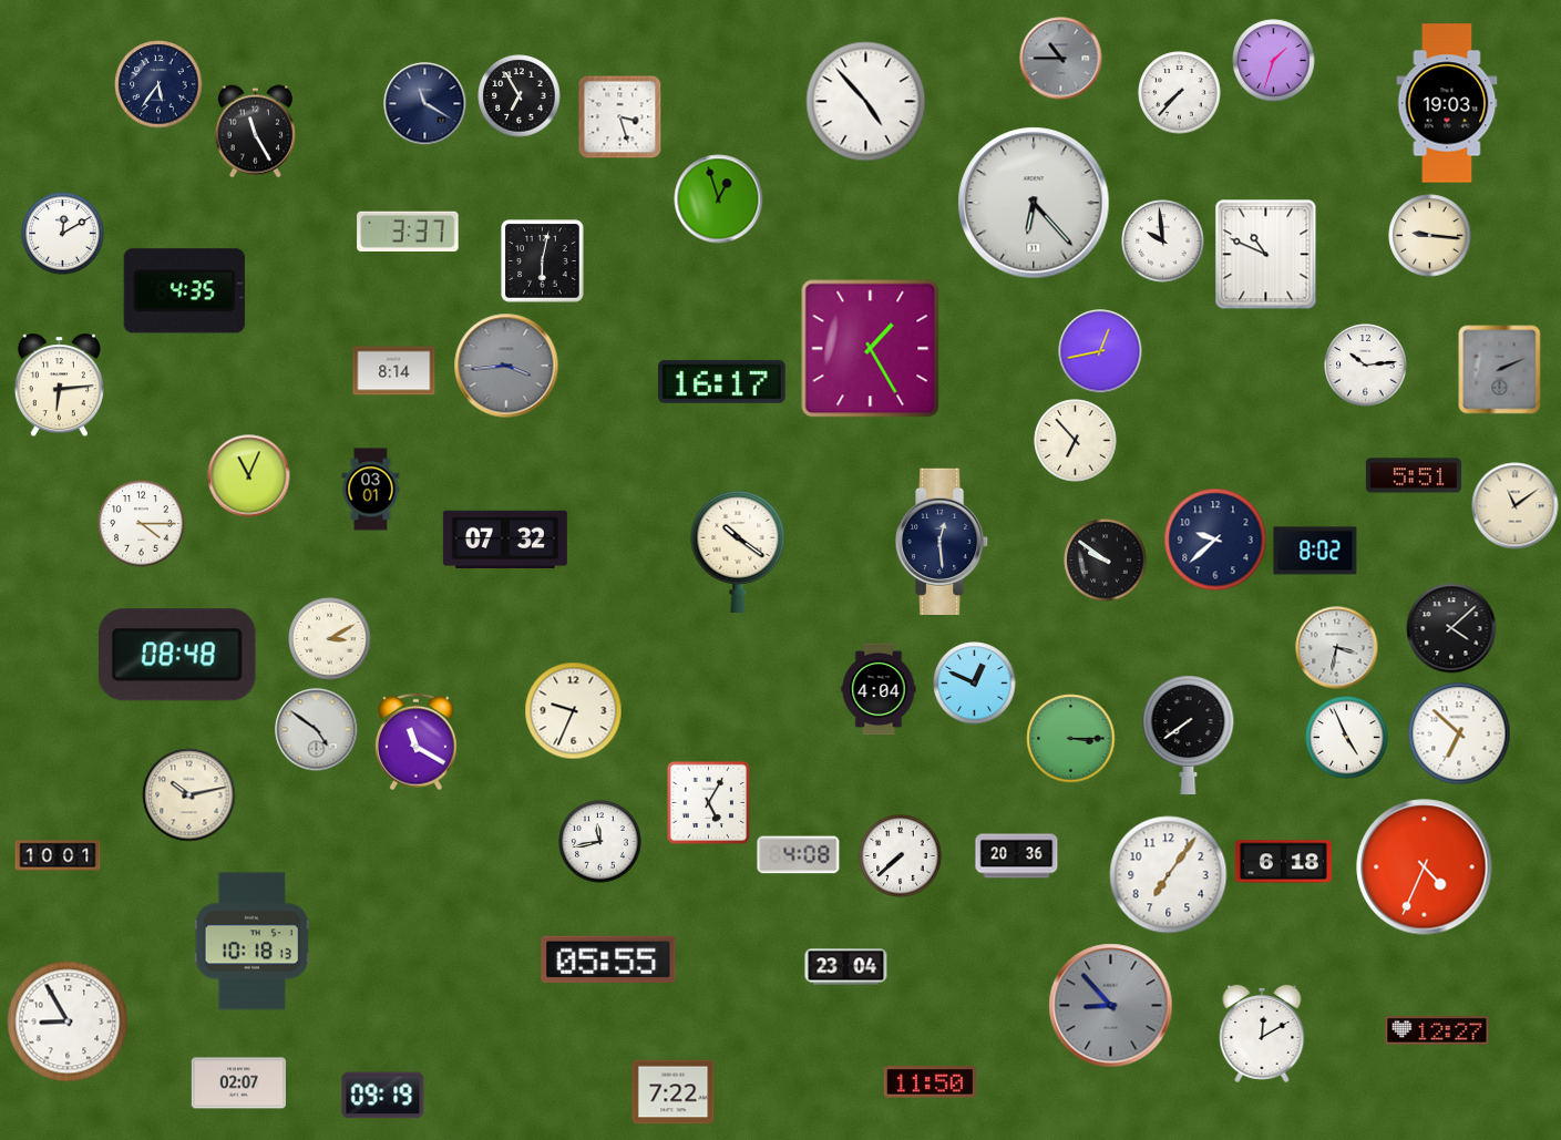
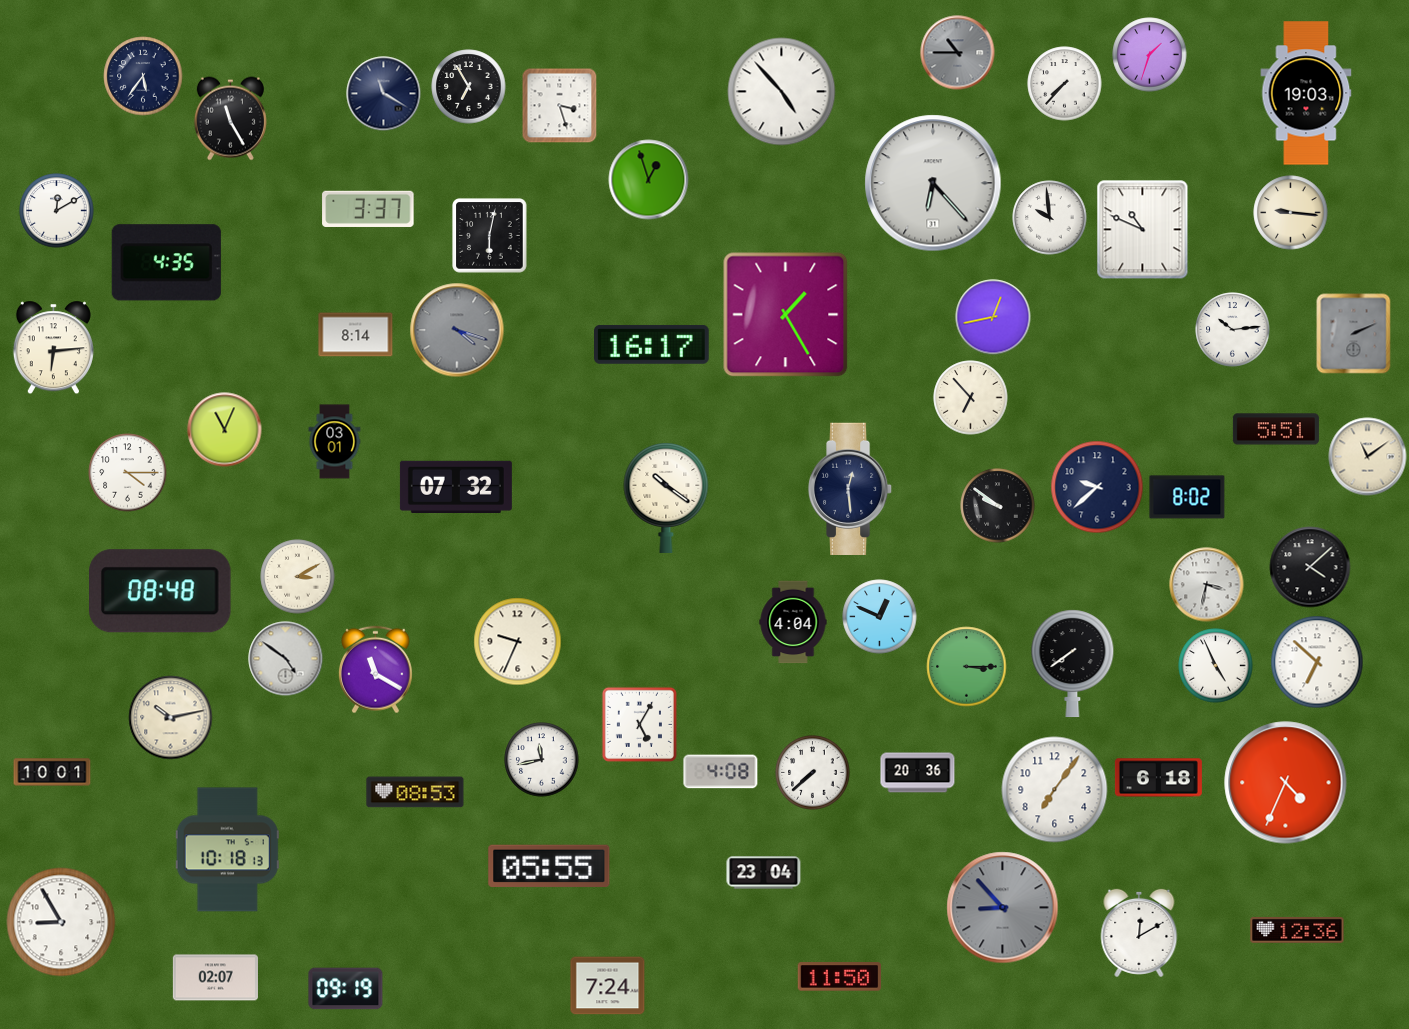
clock at (506, 366): 3:44 -> 4:18
clock at (415, 792): none -> 08:53
clock at (1437, 1031): 12:27 -> 12:36
clock at (674, 1092): 7:22 -> 7:24
